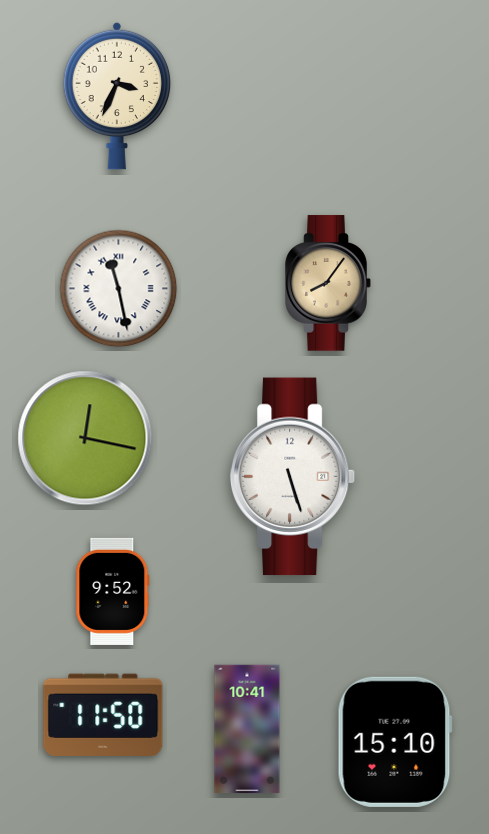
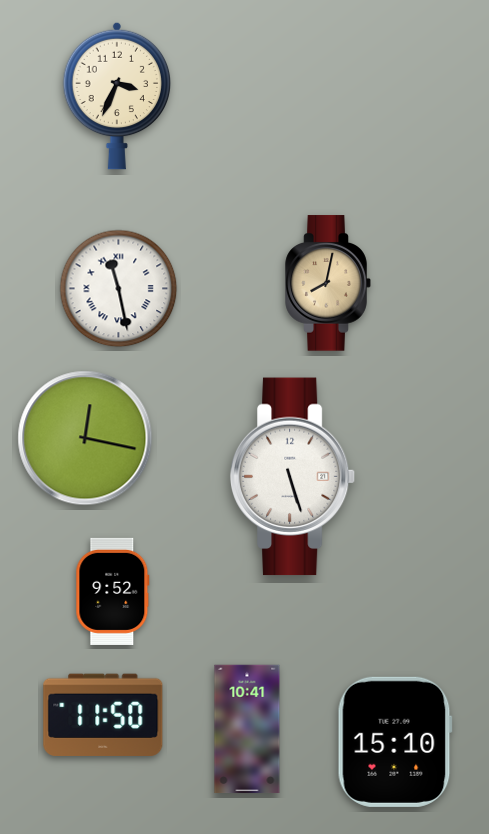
clock at (328, 283): 8:06 -> 8:02
